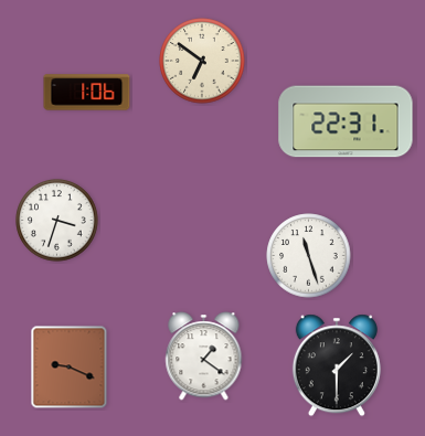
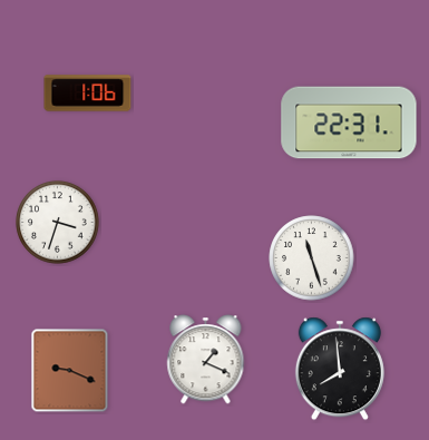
clock at (202, 61): 6:51 -> none
clock at (204, 357): 1:21 -> 1:19
clock at (337, 365): 1:30 -> 7:59
